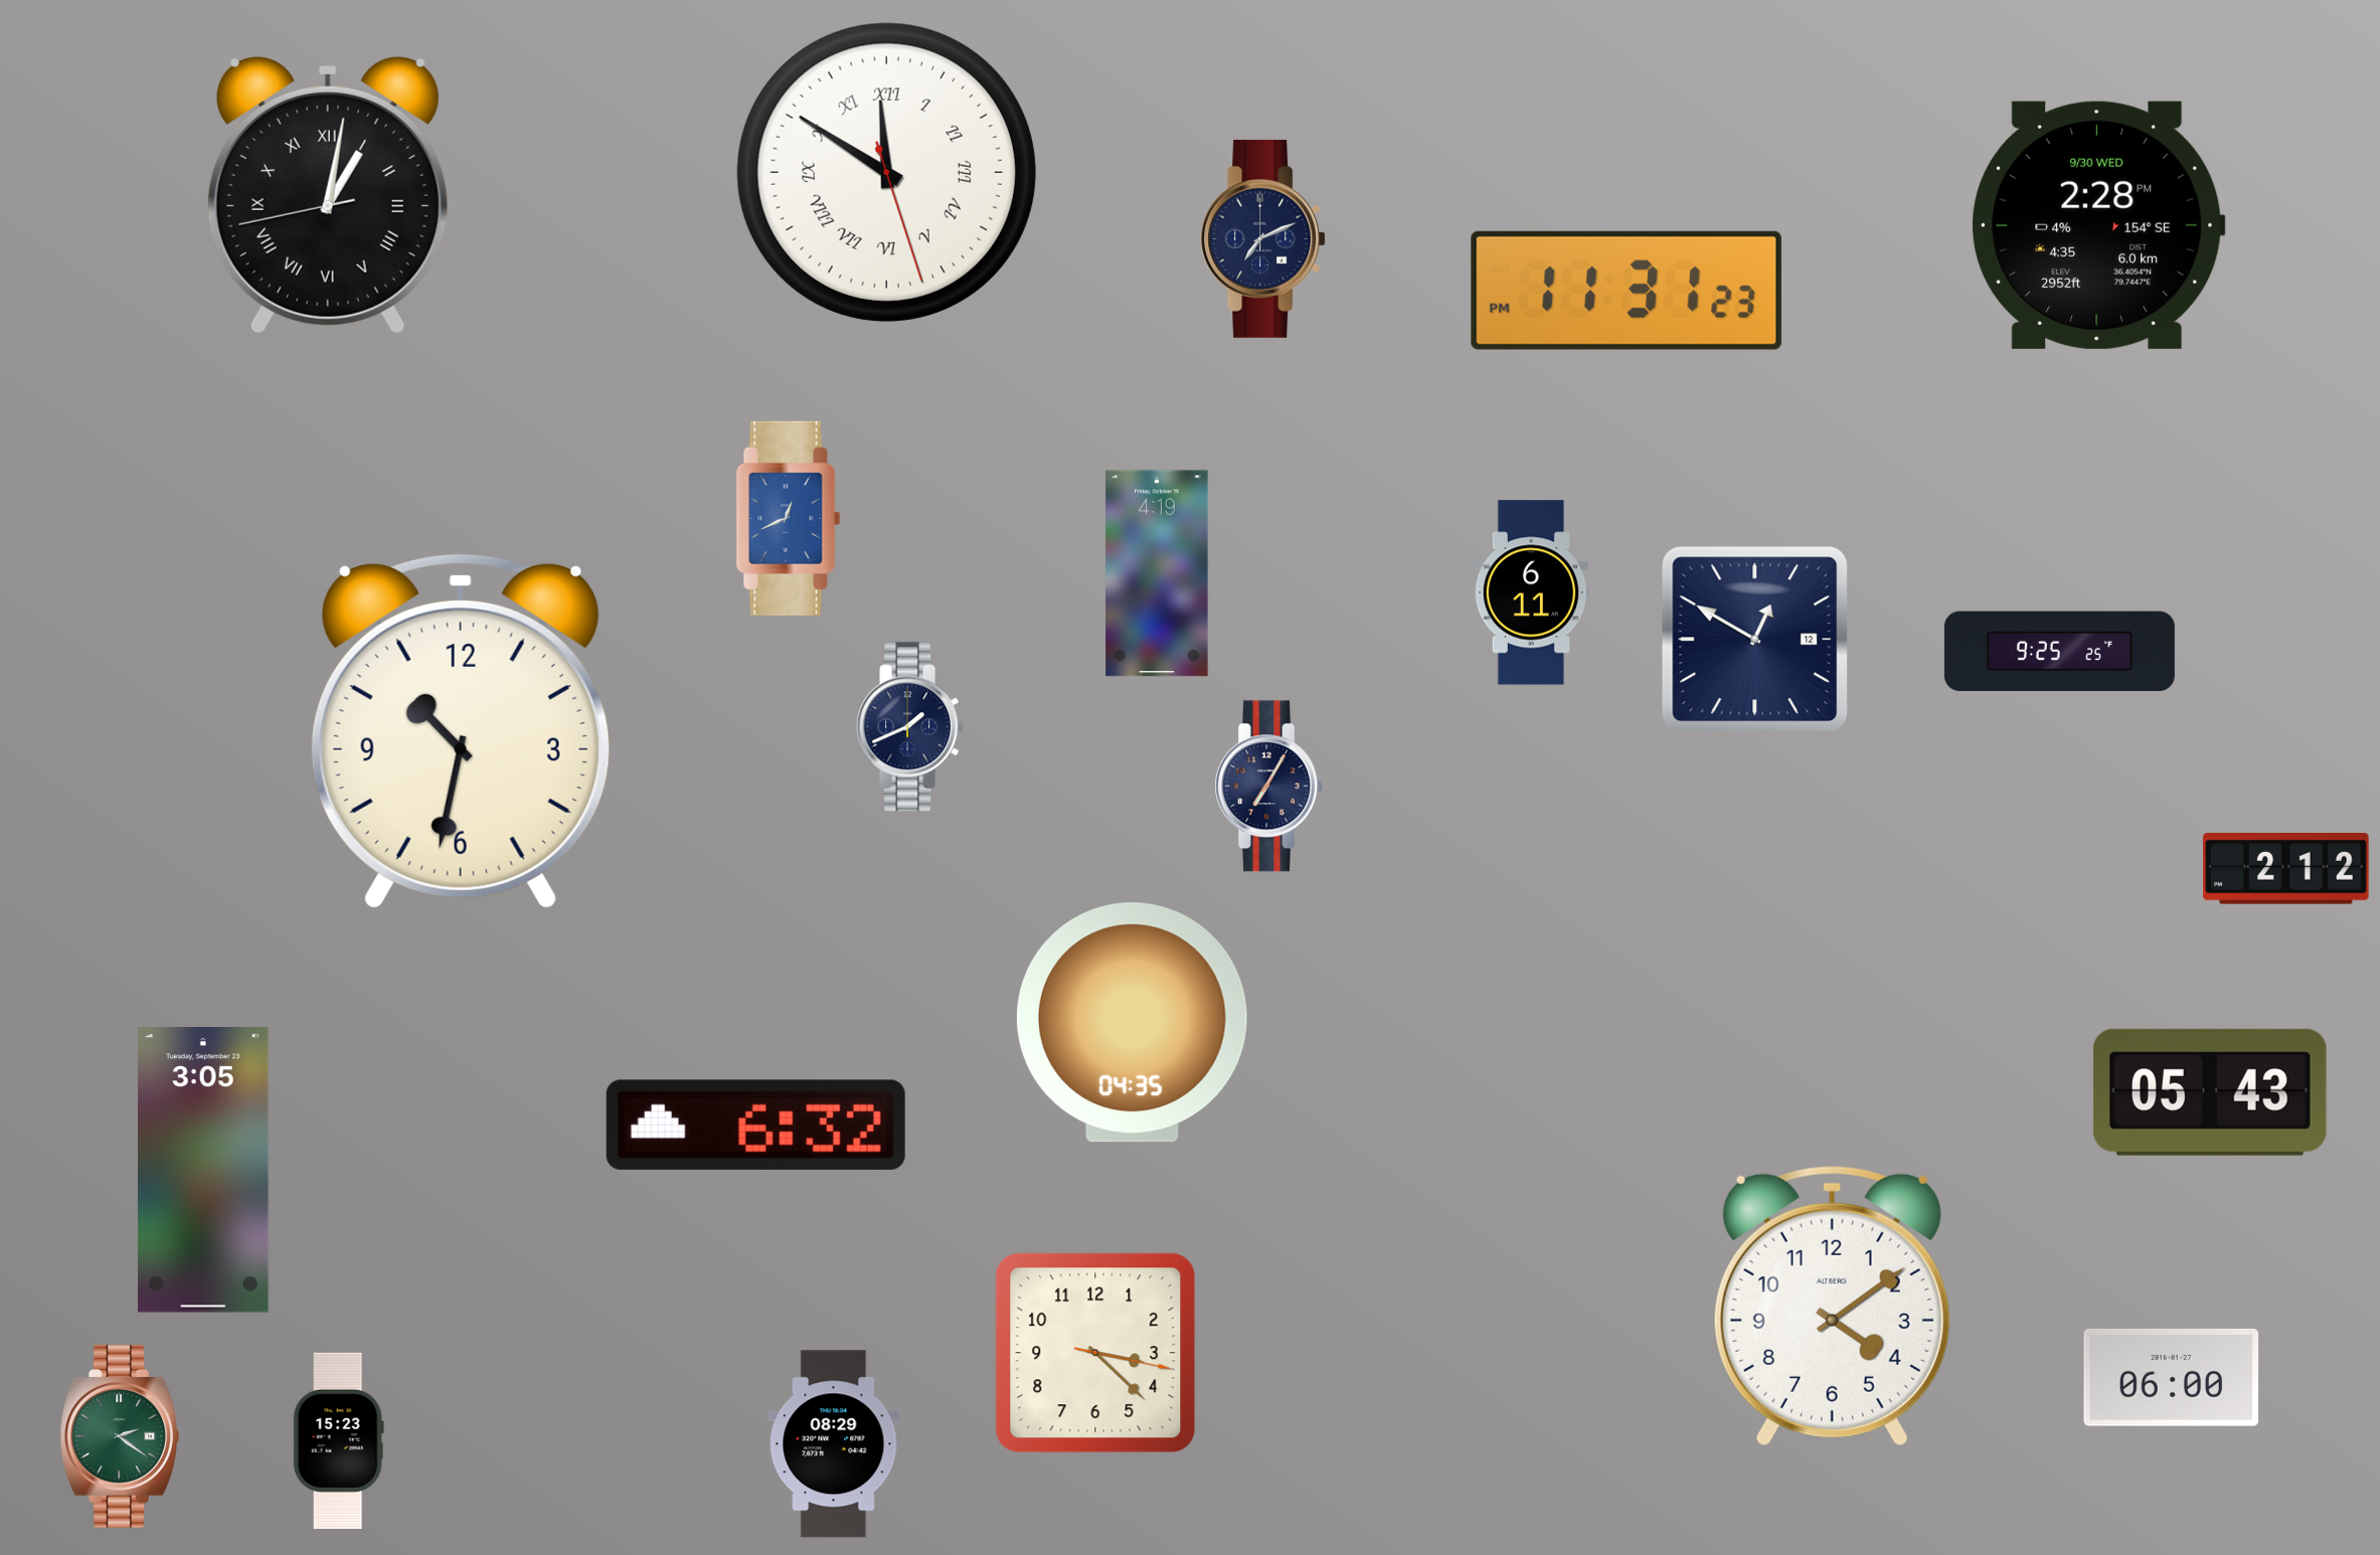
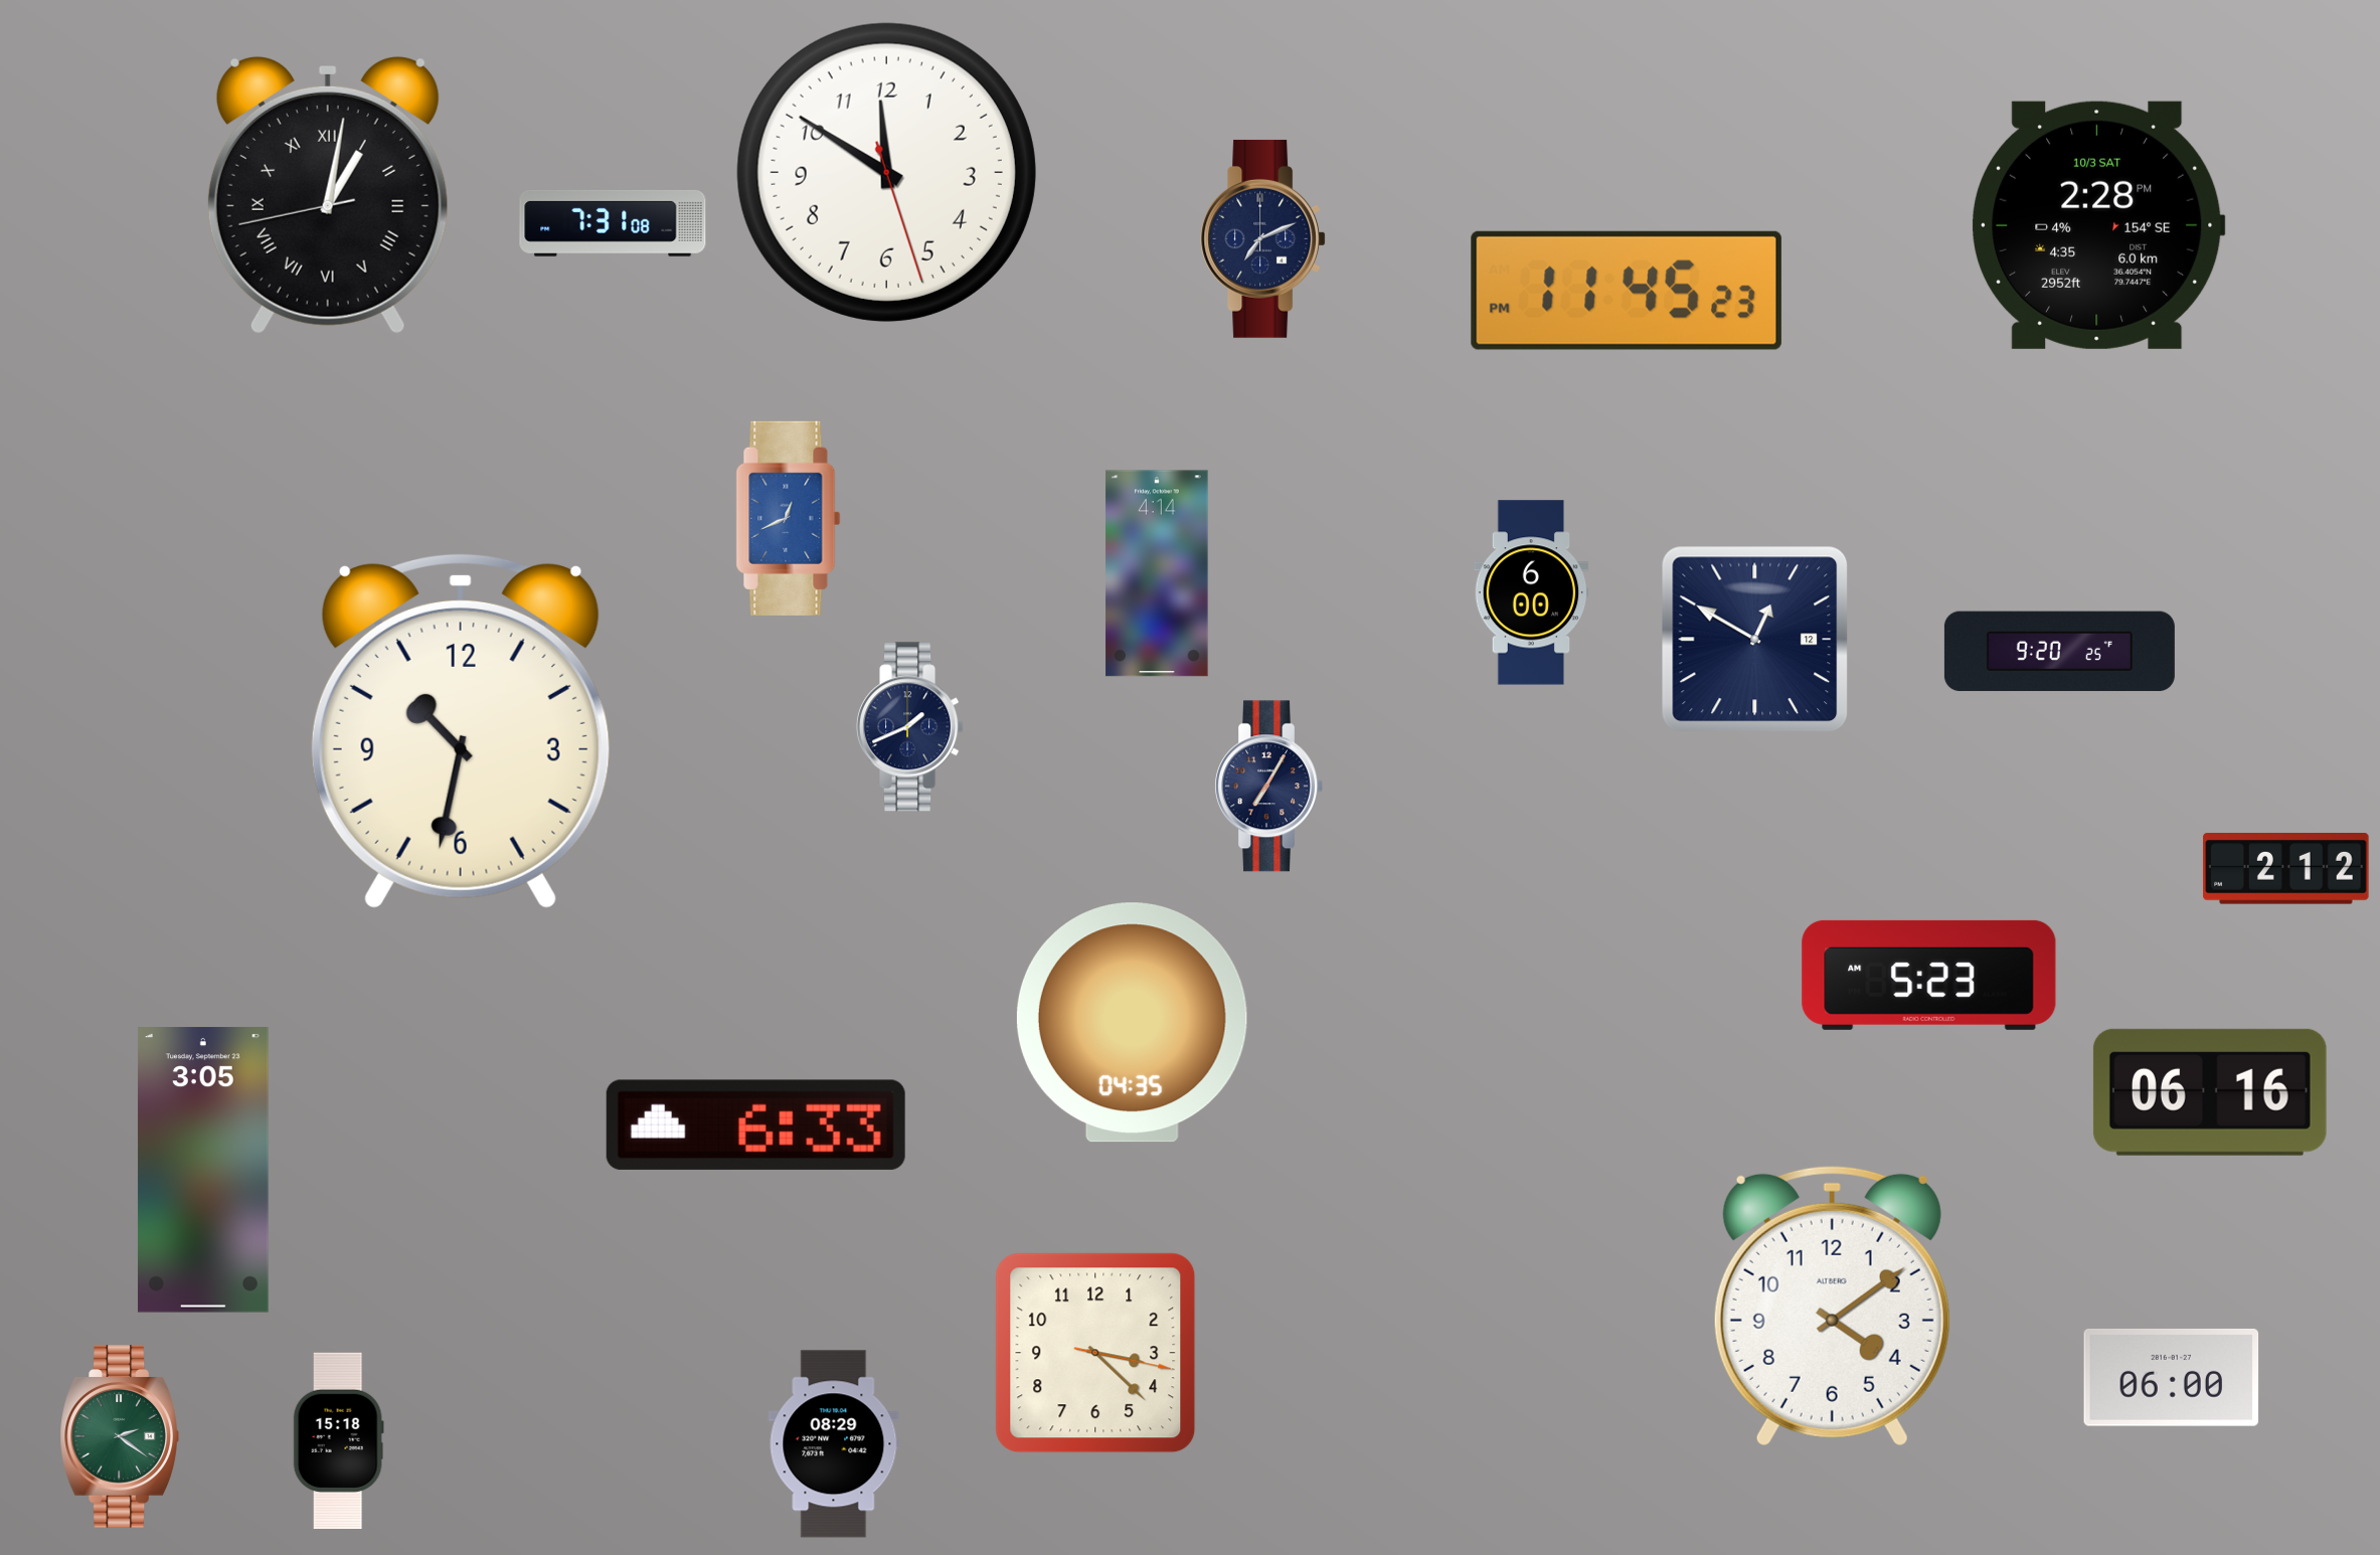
clock at (886, 172) numerals: Roman -> Arabic
clock at (613, 223): none -> 7:31
clock at (2098, 225) date: 9/30 WED -> 10/3 SAT
clock at (1627, 291): 11:31 -> 11:45
clock at (1157, 573): 4:19 -> 4:14
clock at (1531, 592): 6:11 -> 6:00
clock at (2059, 652): 9:25 -> 9:20
clock at (1929, 975): none -> 5:23
clock at (2210, 1092): 05:43 -> 06:16
clock at (755, 1125): 6:32 -> 6:33
clock at (338, 1440): 15:23 -> 15:18
